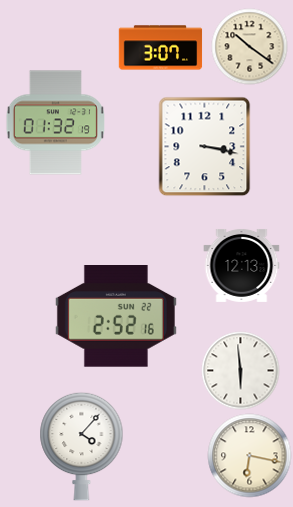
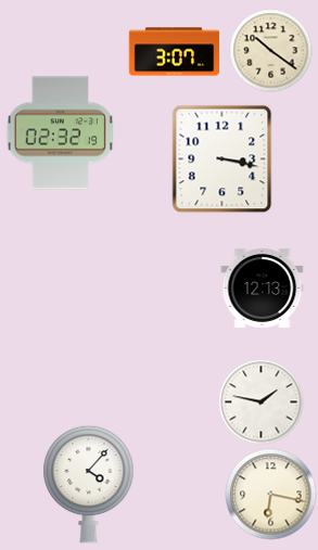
clock at (55, 123): 01:32 -> 02:32
clock at (116, 317): 2:52 -> none
clock at (241, 371): 5:59 -> 1:47
